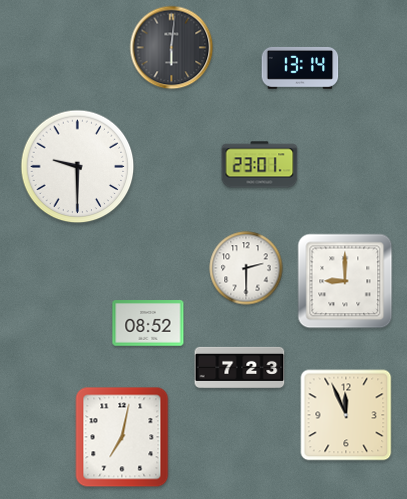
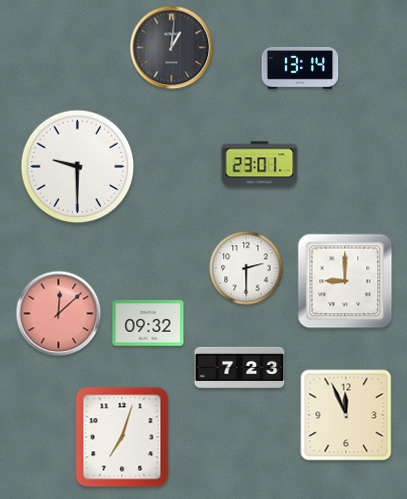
clock at (172, 48): 6:01 -> 1:01
clock at (59, 314): none -> 12:08
clock at (148, 323): 08:52 -> 09:32
clock at (122, 437): 7:02 -> 7:03
